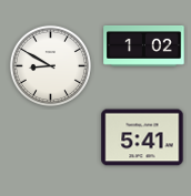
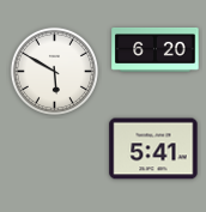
clock at (144, 45): 1:02 -> 6:20
clock at (50, 65): 8:50 -> 5:50
